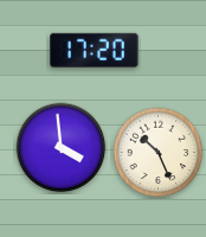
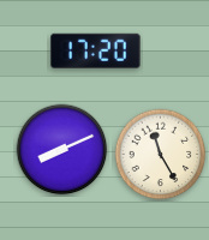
clock at (62, 148): 3:59 -> 8:11
clock at (159, 153): 10:26 -> 11:25
